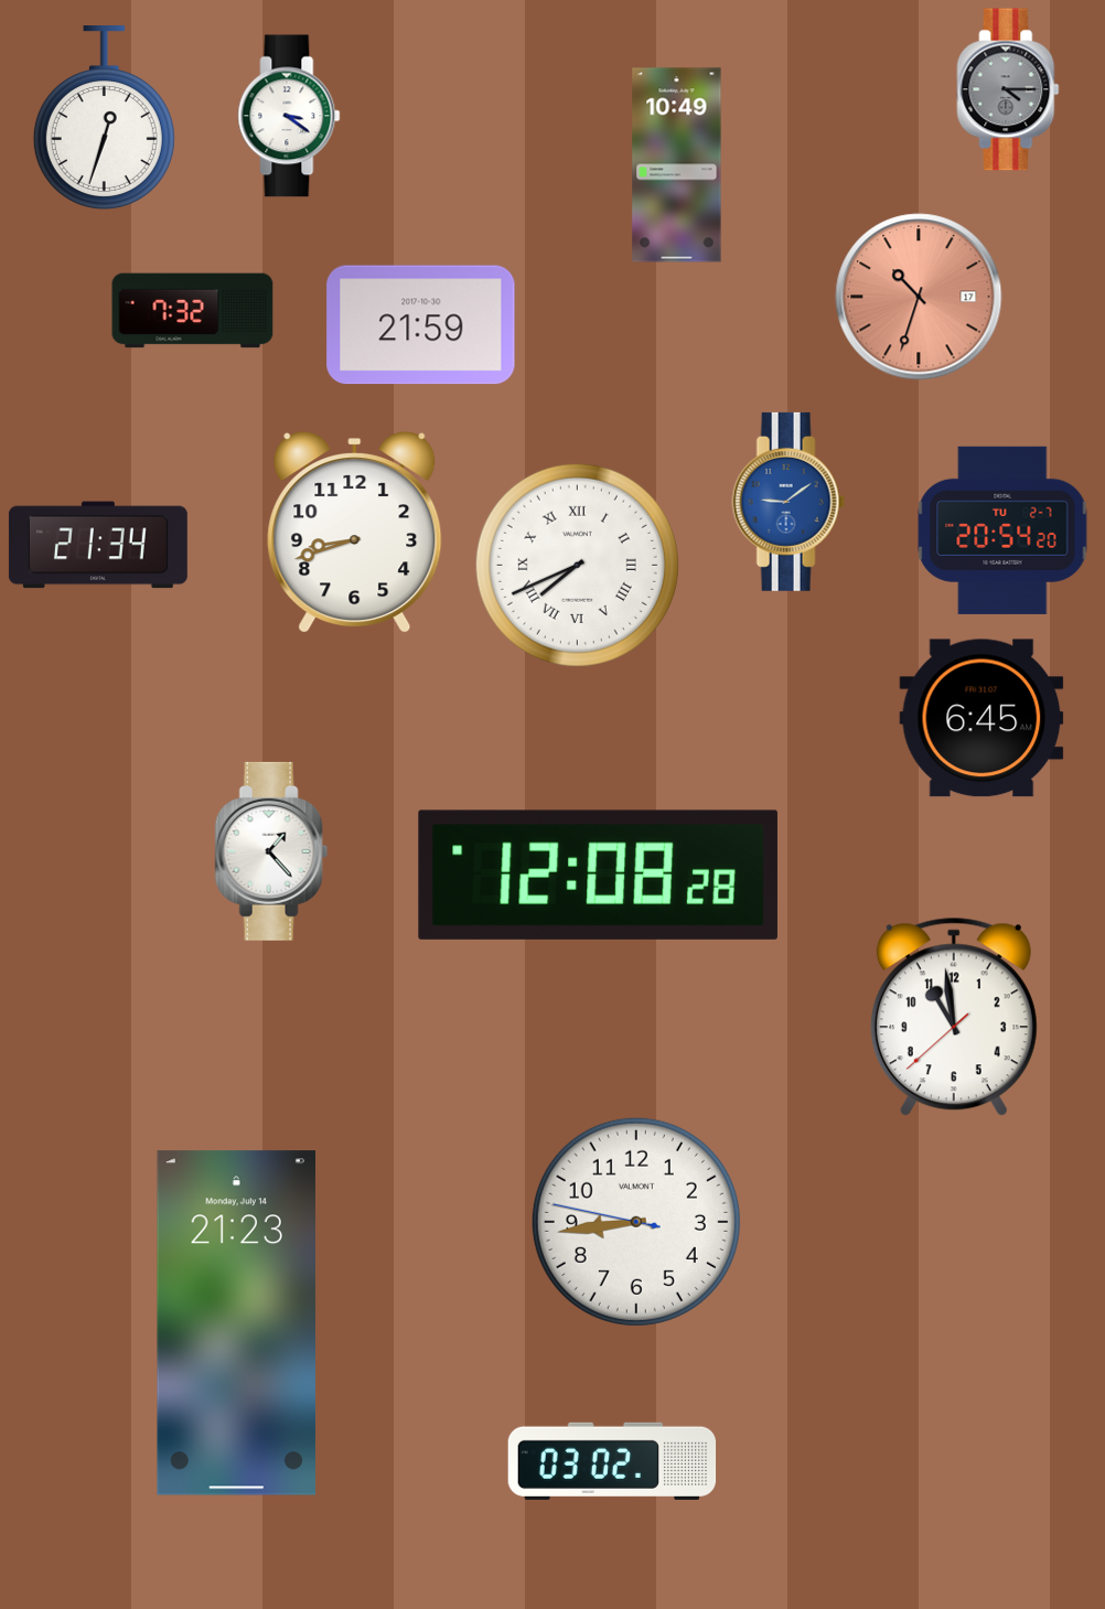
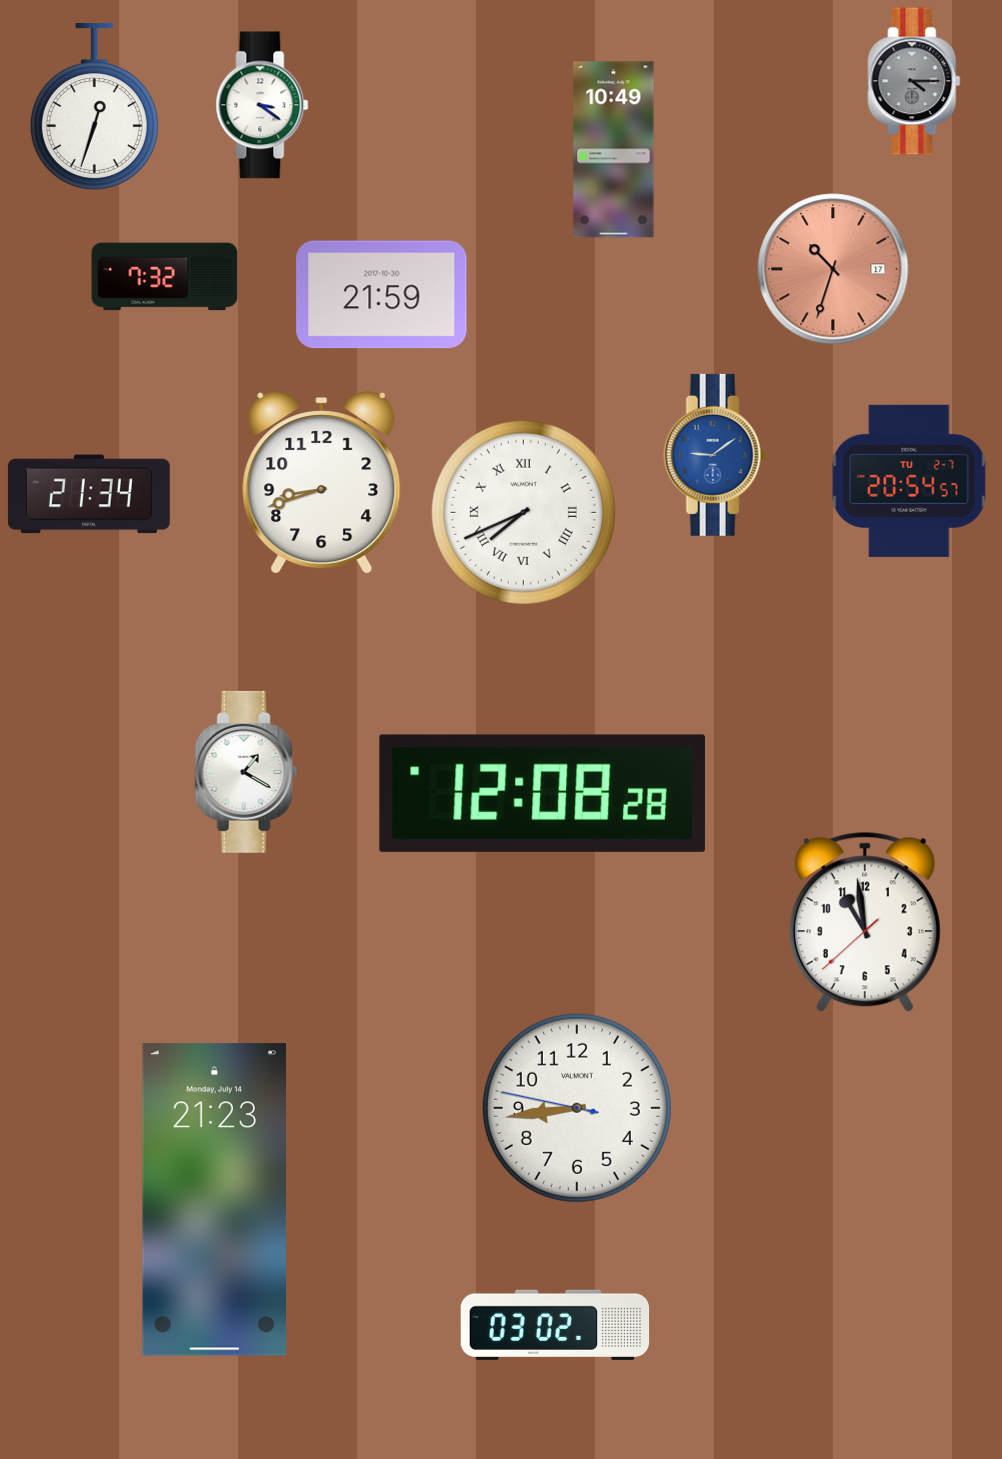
clock at (193, 311) position: (193, 311) -> (165, 277)
clock at (1002, 530): 20:54:20 -> 20:54:57
clock at (981, 718): 6:45 -> none
clock at (271, 851): 1:23 -> 1:20
